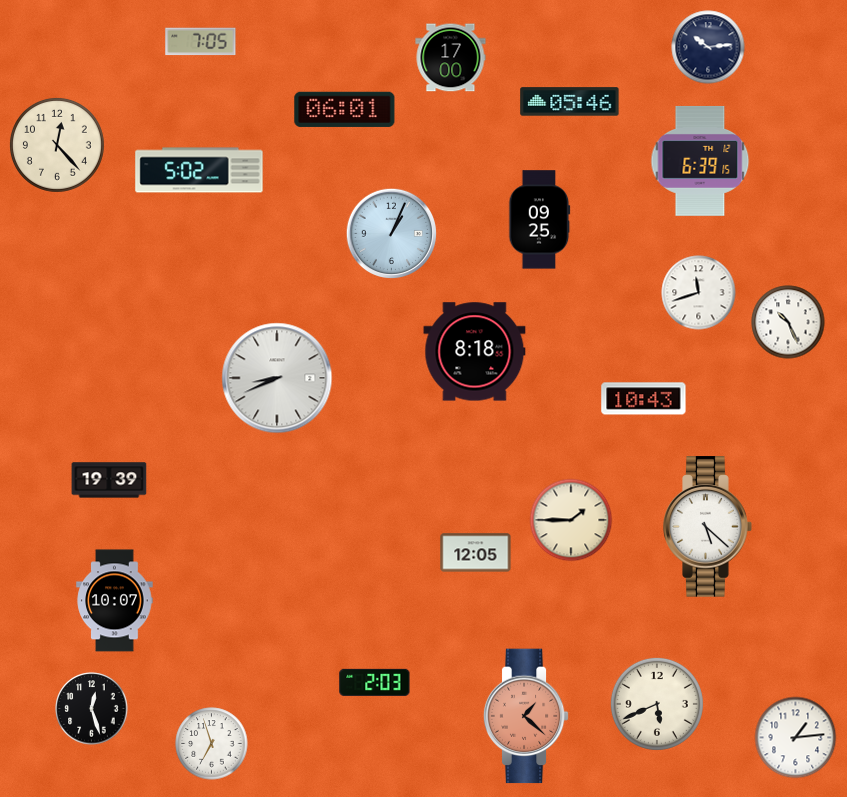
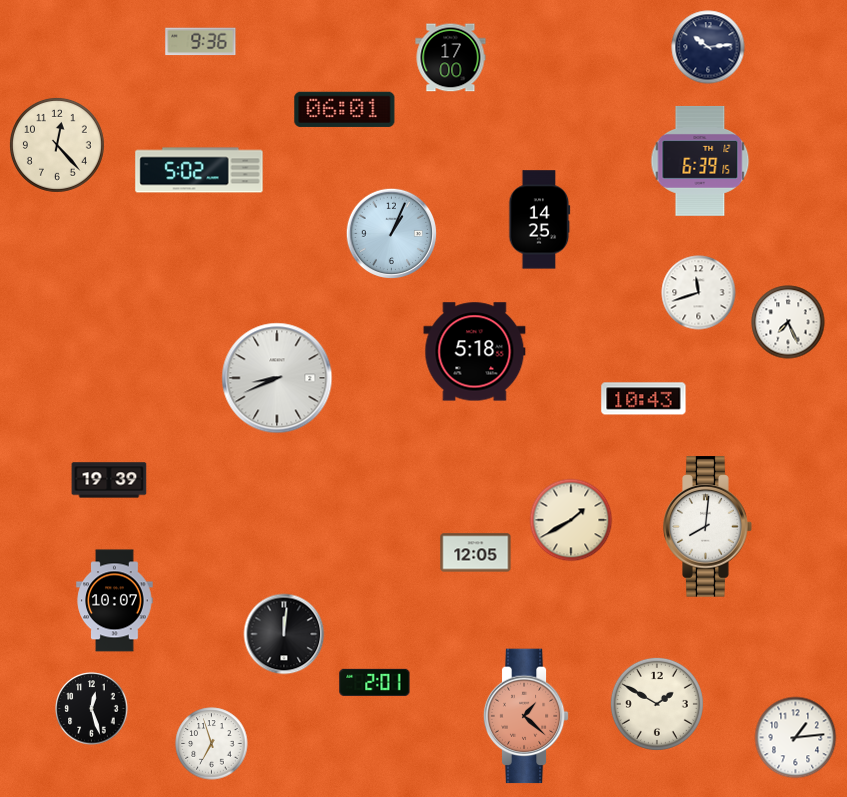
clock at (201, 42): 7:05 -> 9:36
clock at (570, 102): 05:46 -> none
clock at (540, 220): 09:25 -> 14:25
clock at (788, 322): 10:26 -> 7:26
clock at (475, 352): 8:18 -> 5:18
clock at (571, 520): 1:45 -> 1:40
clock at (708, 527): 5:22 -> 8:01
clock at (284, 634): none -> 12:01
clock at (375, 682): 2:03 -> 2:01
clock at (657, 704): 5:41 -> 1:50
